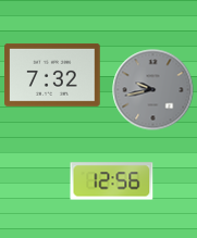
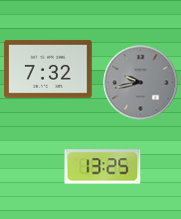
clock at (112, 181): 12:56 -> 13:25
